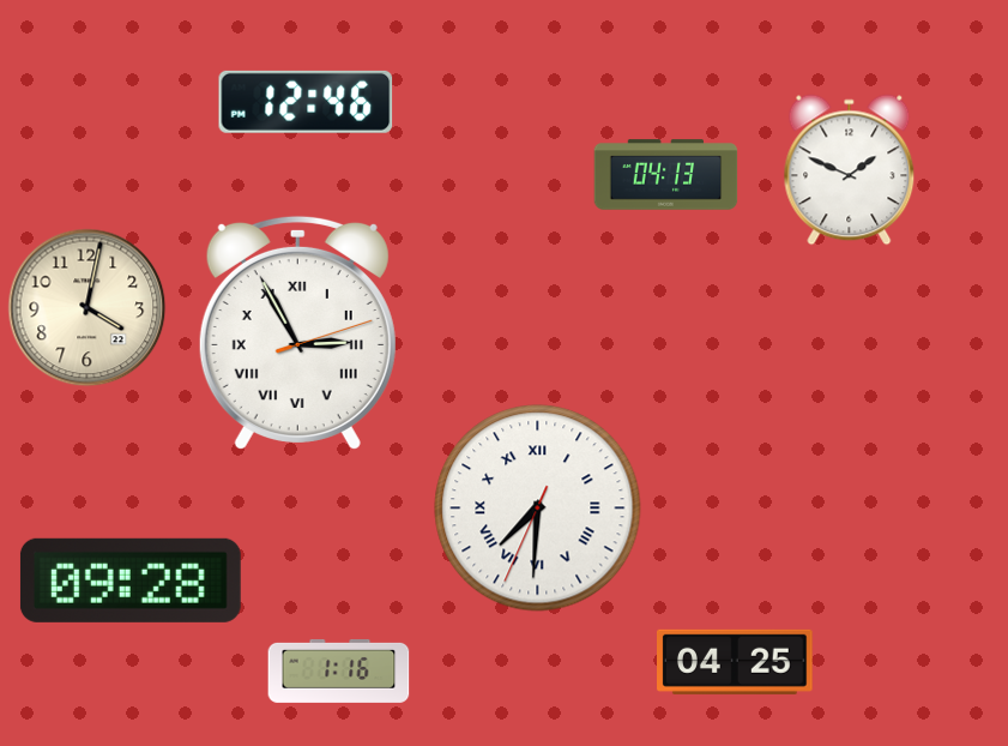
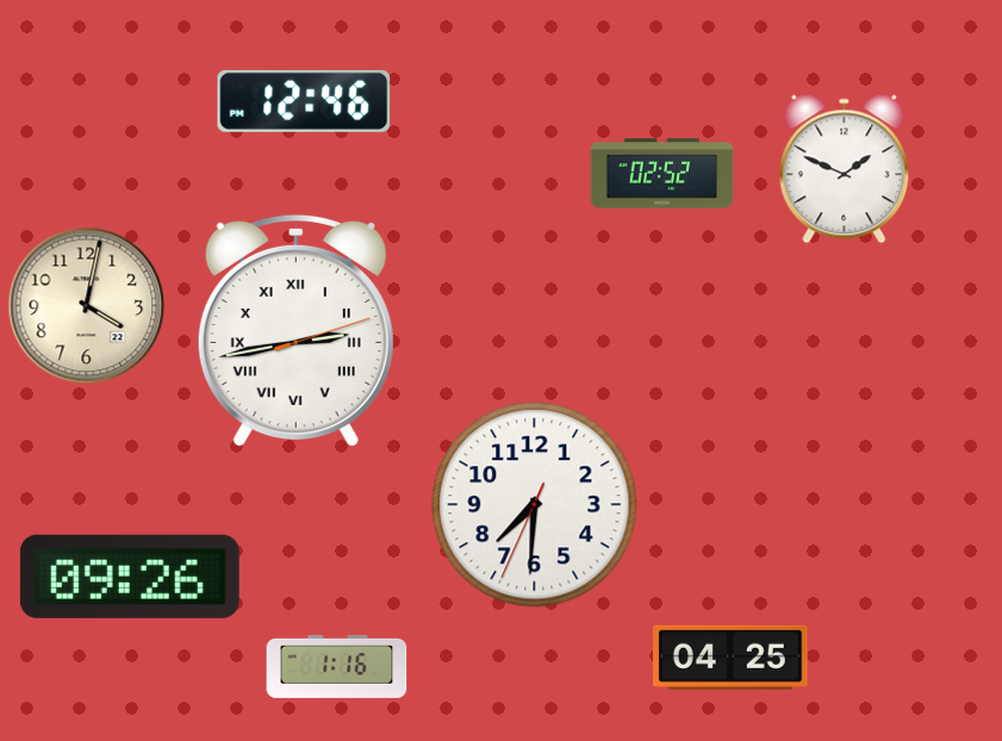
clock at (666, 175): 04:13 -> 02:52
clock at (297, 332): 2:55 -> 2:43
clock at (538, 509) numerals: Roman -> Arabic
clock at (131, 580): 09:28 -> 09:26
